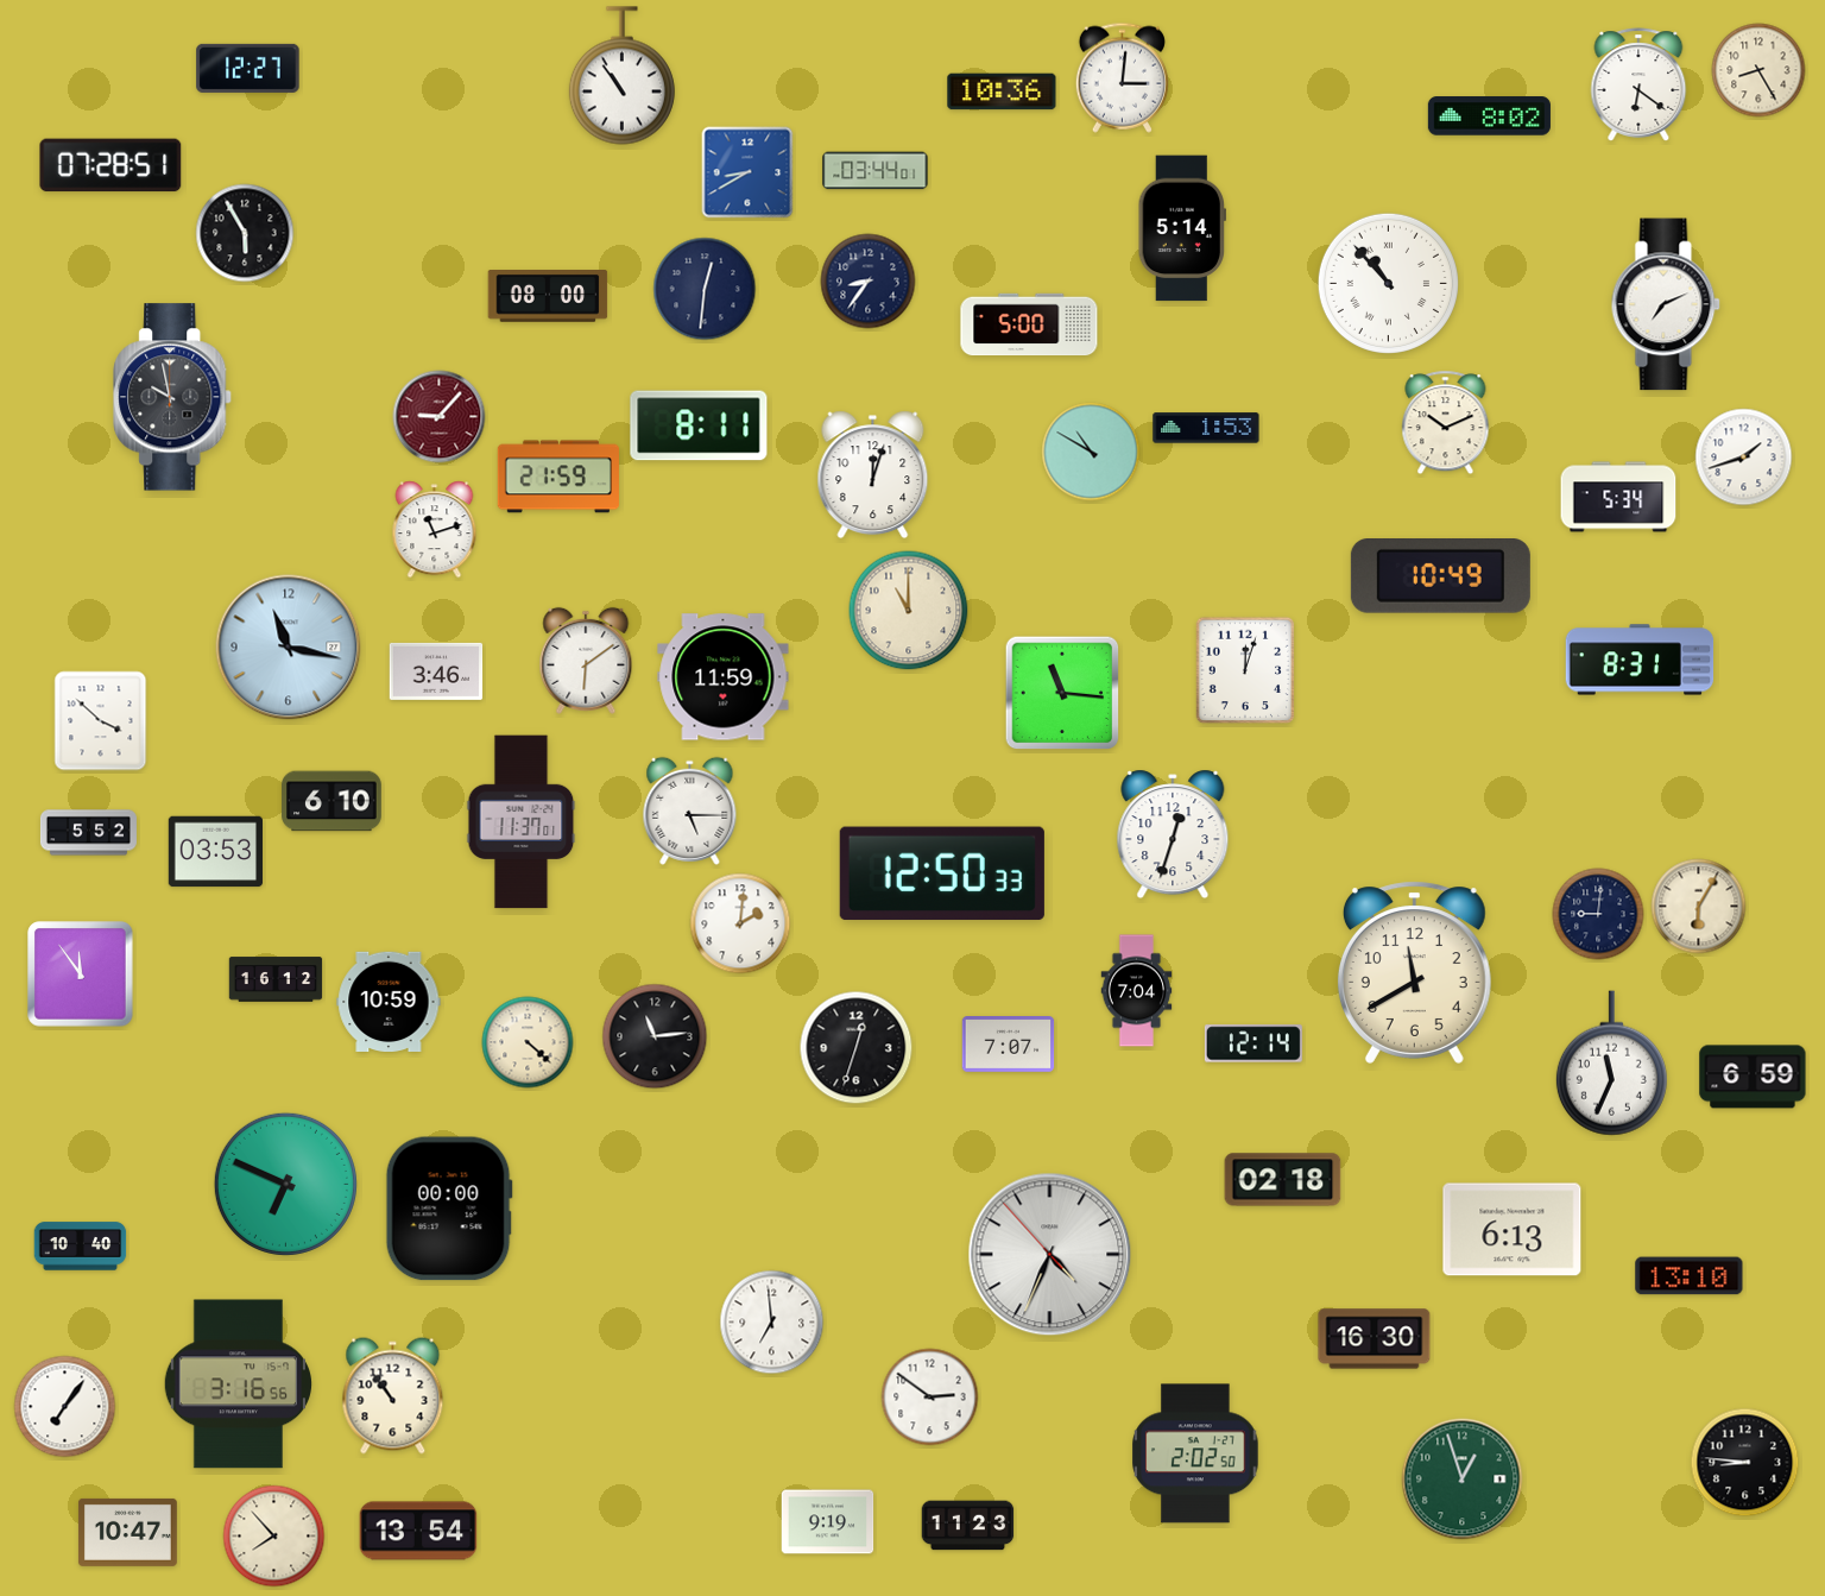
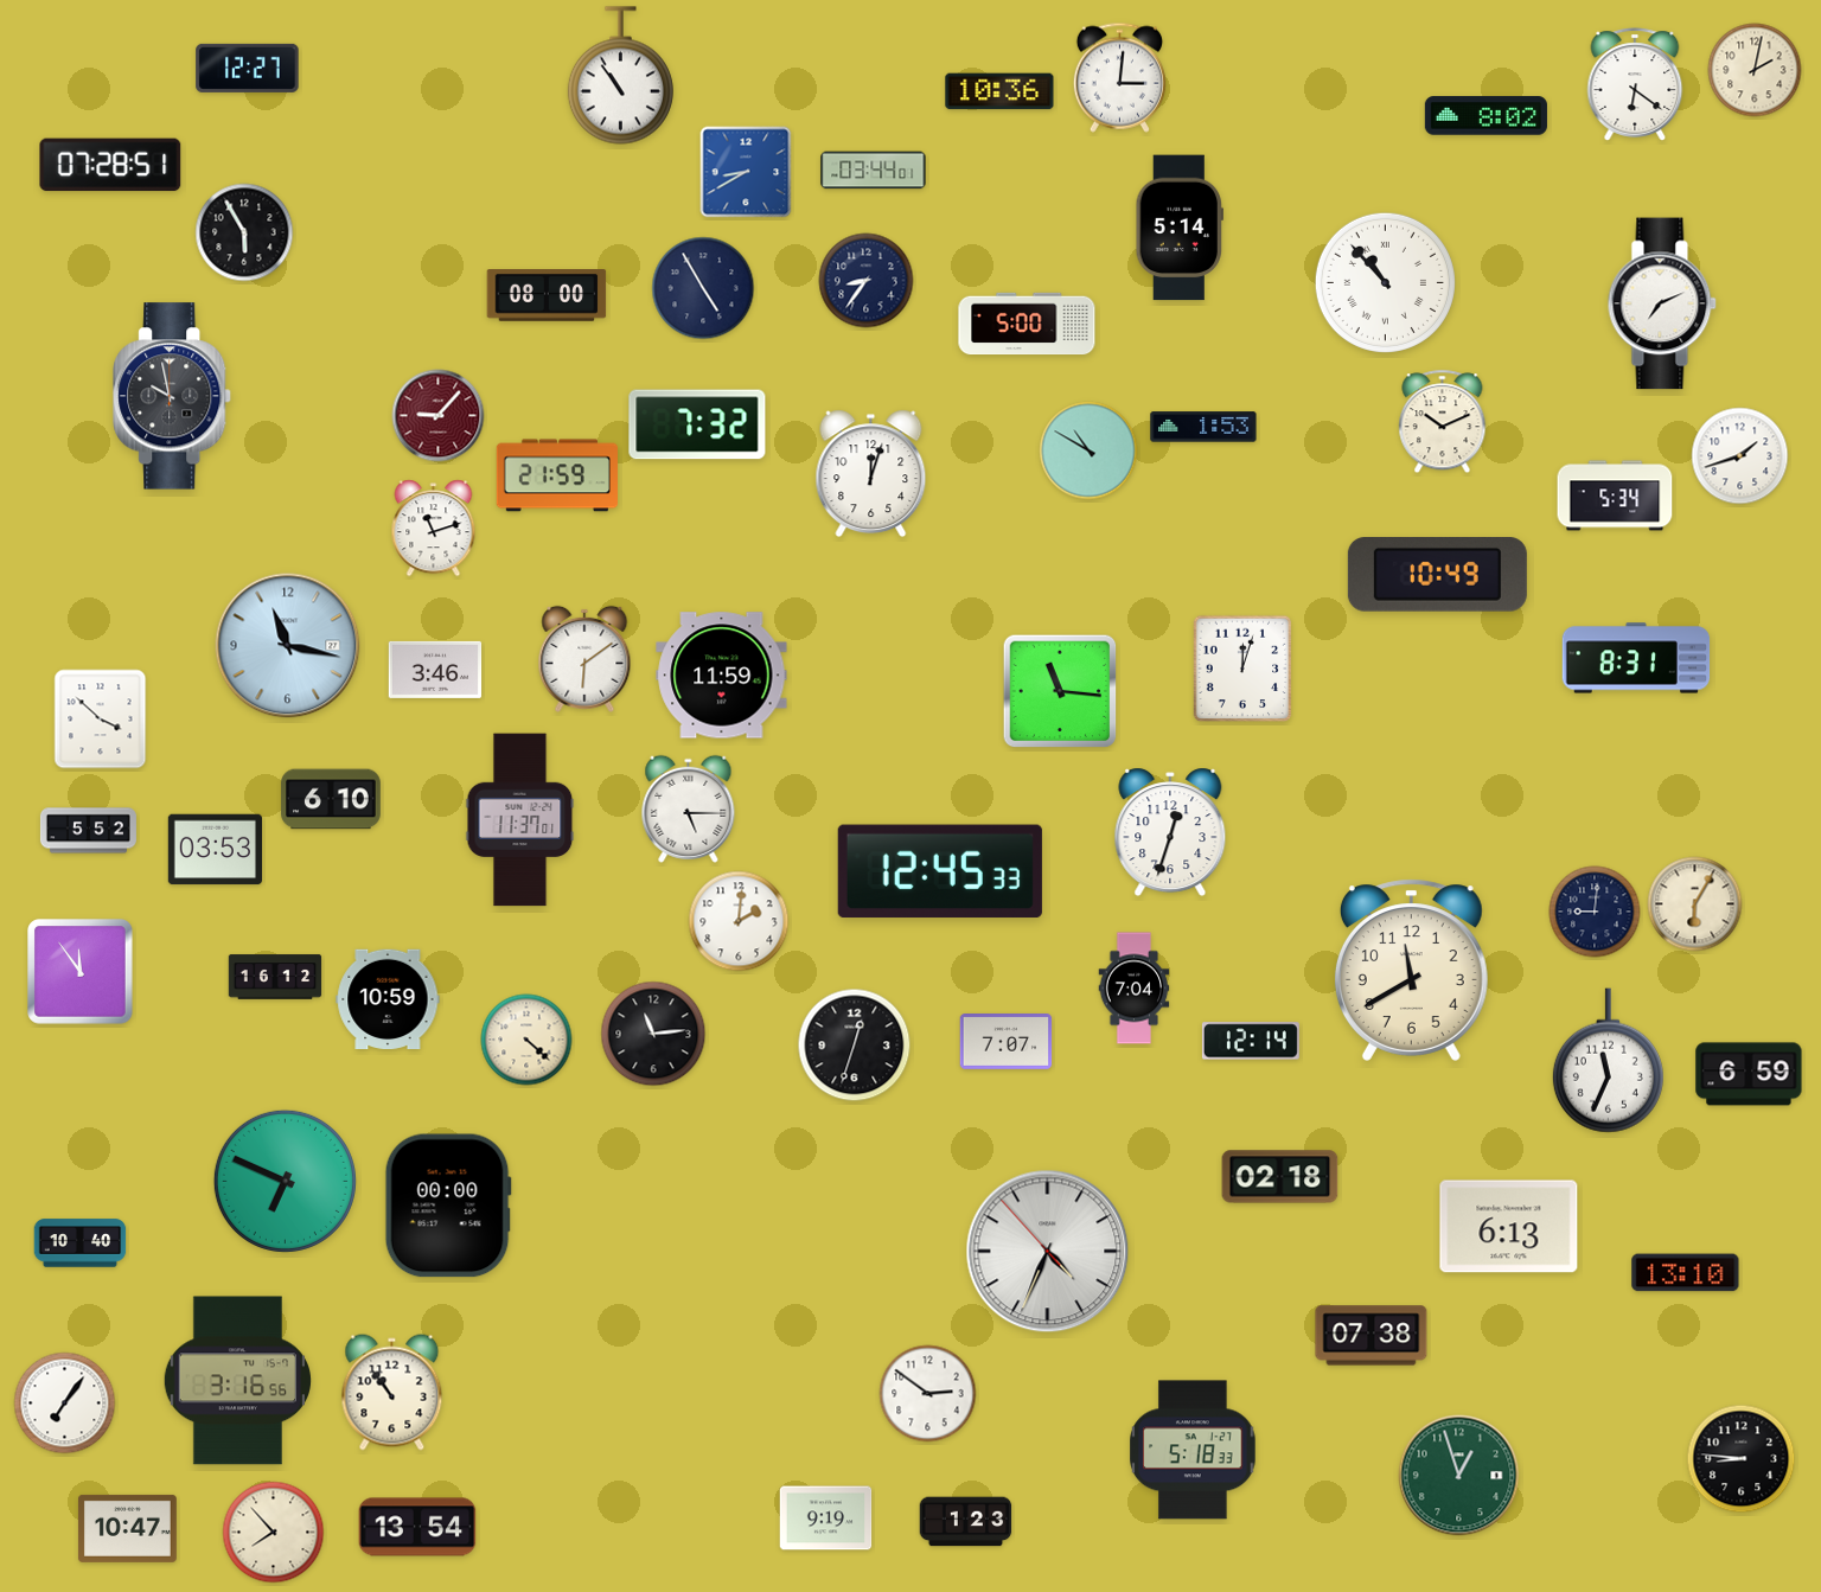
clock at (1758, 70): 8:25 -> 2:02
clock at (705, 289): 12:31 -> 4:55
clock at (699, 425): 8:11 -> 7:32
clock at (909, 611): 11:00 -> none
clock at (942, 873): 12:50 -> 12:45
clock at (772, 1323): 6:59 -> none
clock at (1375, 1339): 16:30 -> 07:38
clock at (1195, 1453): 2:02 -> 5:18
clock at (968, 1526): 11:23 -> 1:23
